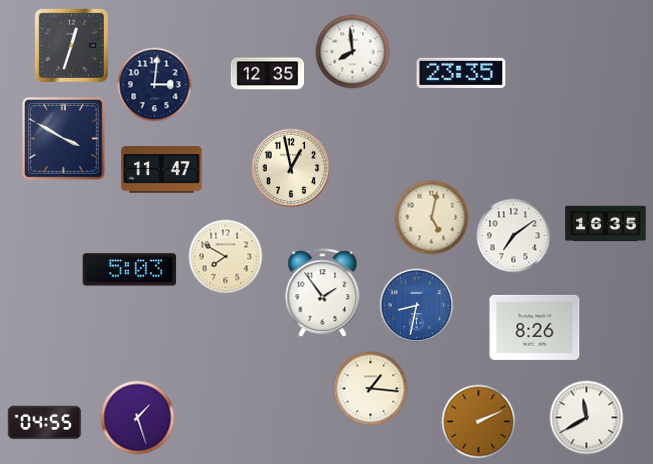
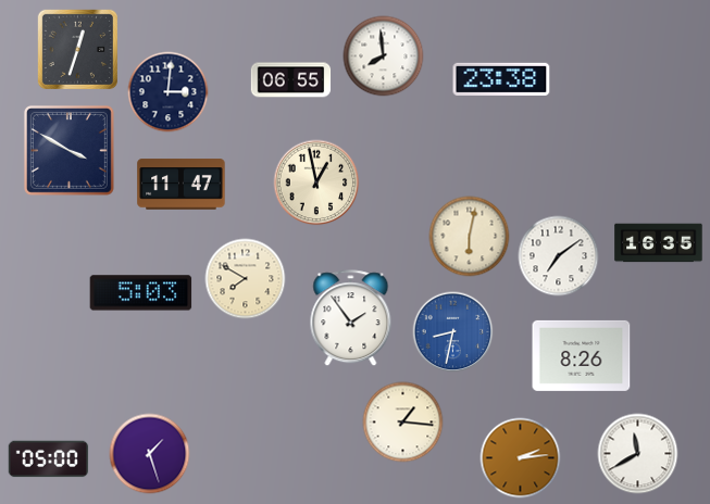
clock at (461, 73): 23:35 -> 23:38
clock at (268, 74): 12:35 -> 06:55
clock at (162, 170) position: (162, 170) -> (182, 185)
clock at (432, 218): 5:02 -> 6:02
clock at (479, 422): 2:11 -> 2:14
clock at (45, 423): 04:55 -> 05:00
